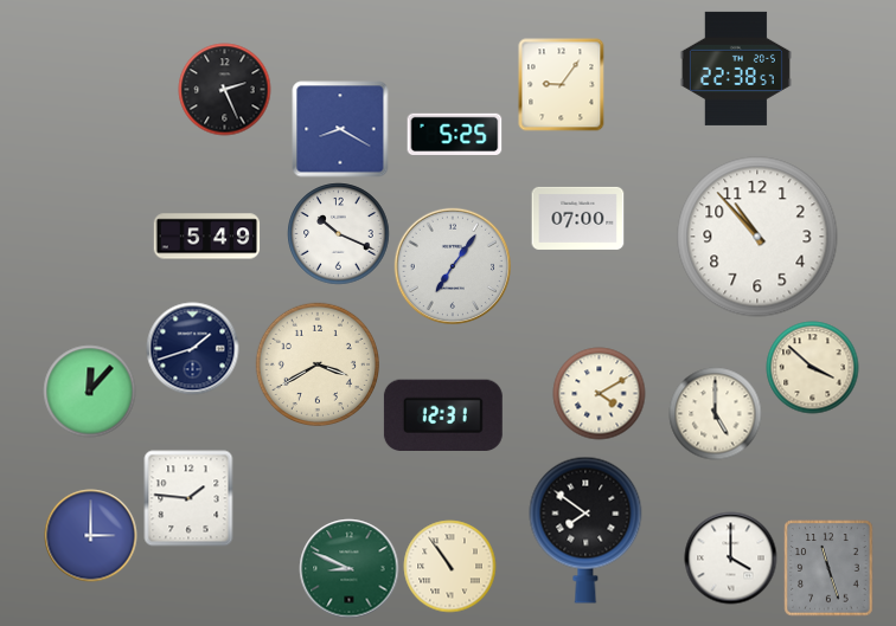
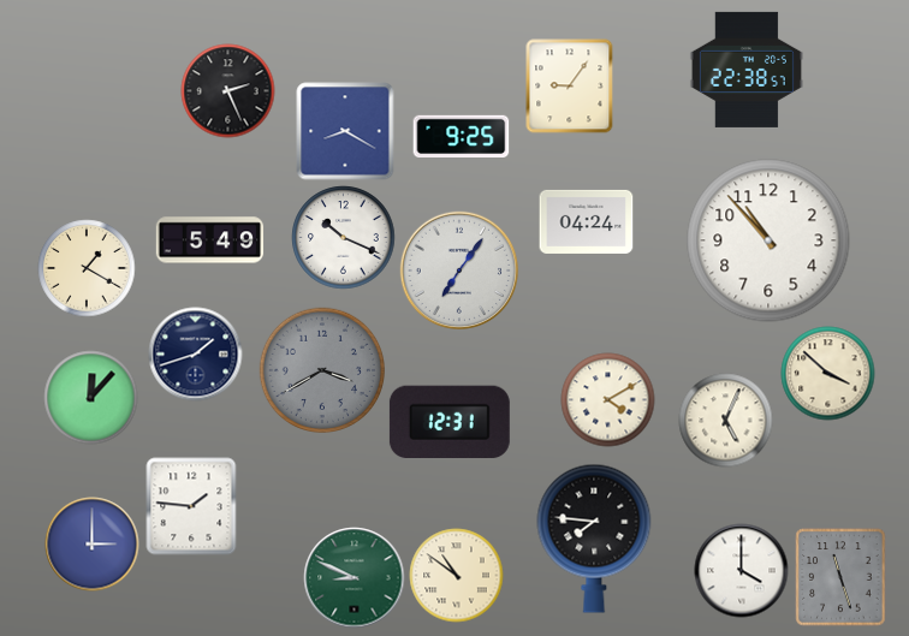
clock at (454, 134): 5:25 -> 9:25
clock at (577, 218): 07:00 -> 04:24
clock at (87, 268): none -> 1:20
clock at (316, 363) dial: cream -> grey
clock at (812, 367) position: (812, 367) -> (827, 373)
clock at (715, 413): 5:00 -> 5:04
clock at (585, 530): 7:51 -> 7:46
clock at (730, 557) position: (730, 557) -> (741, 570)
clock at (449, 566): 10:54 -> 10:51
